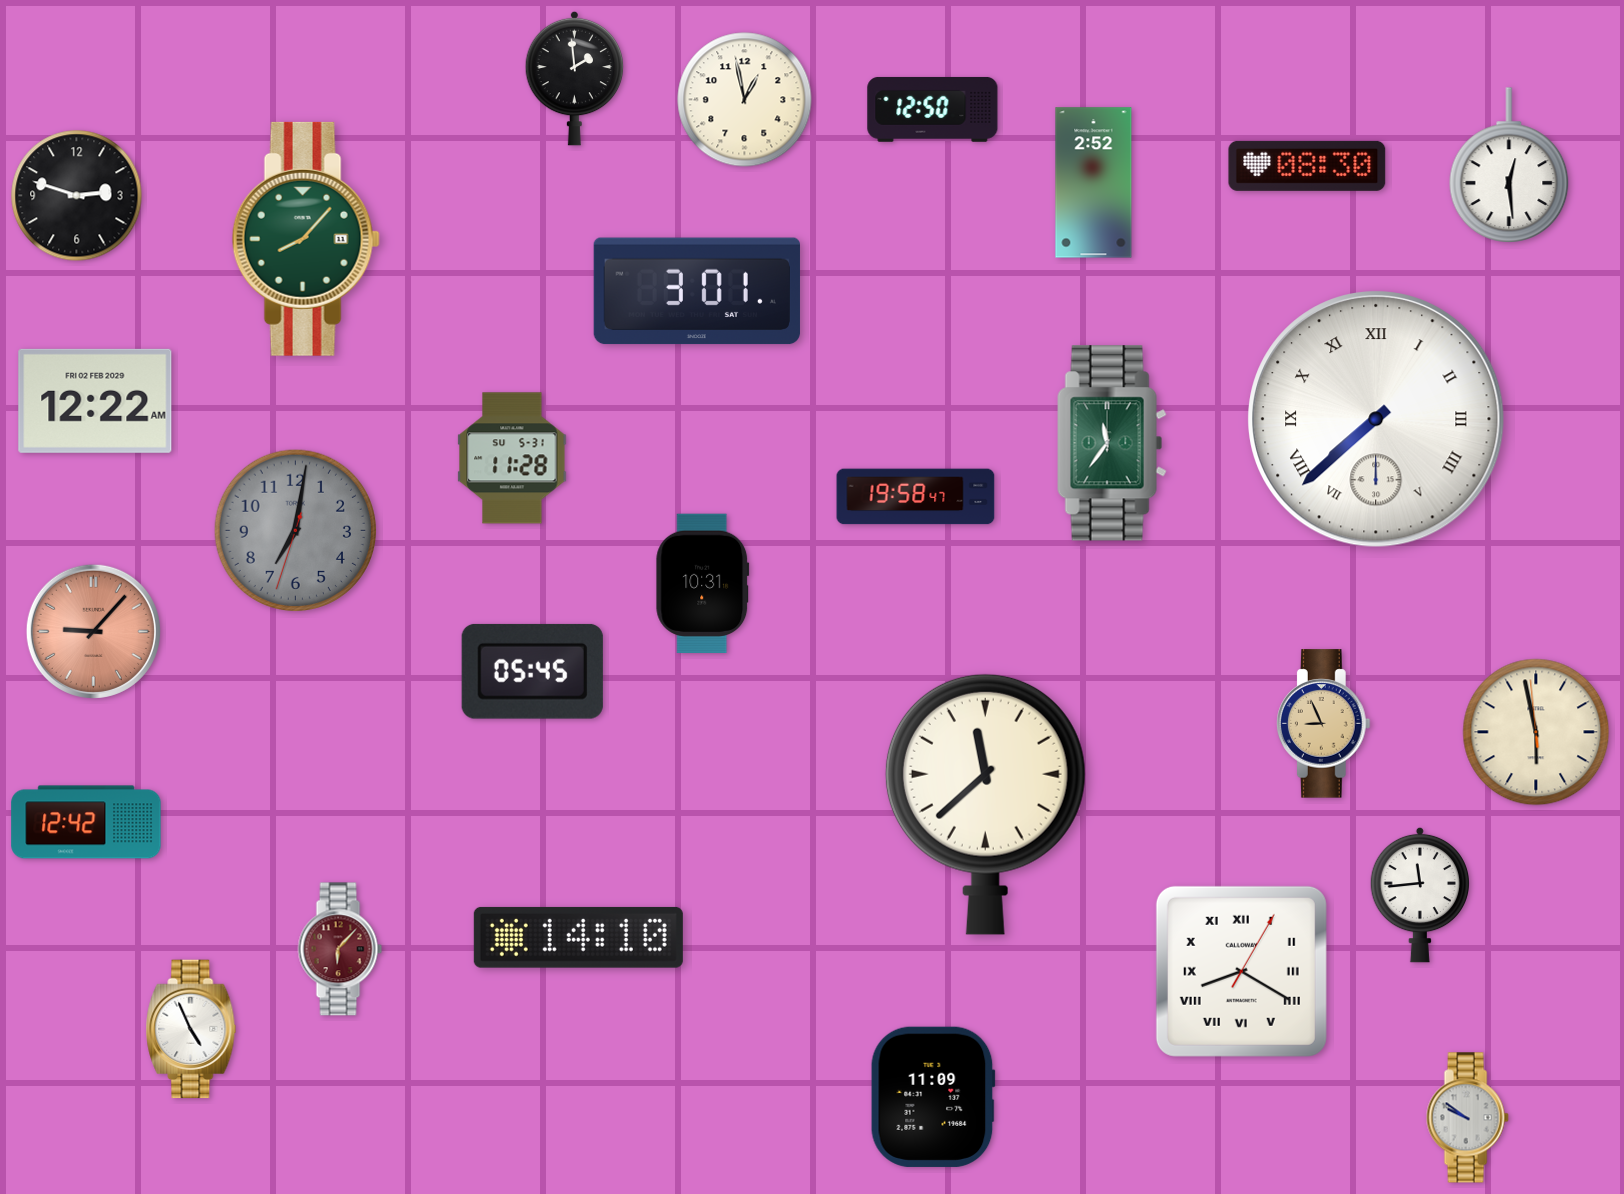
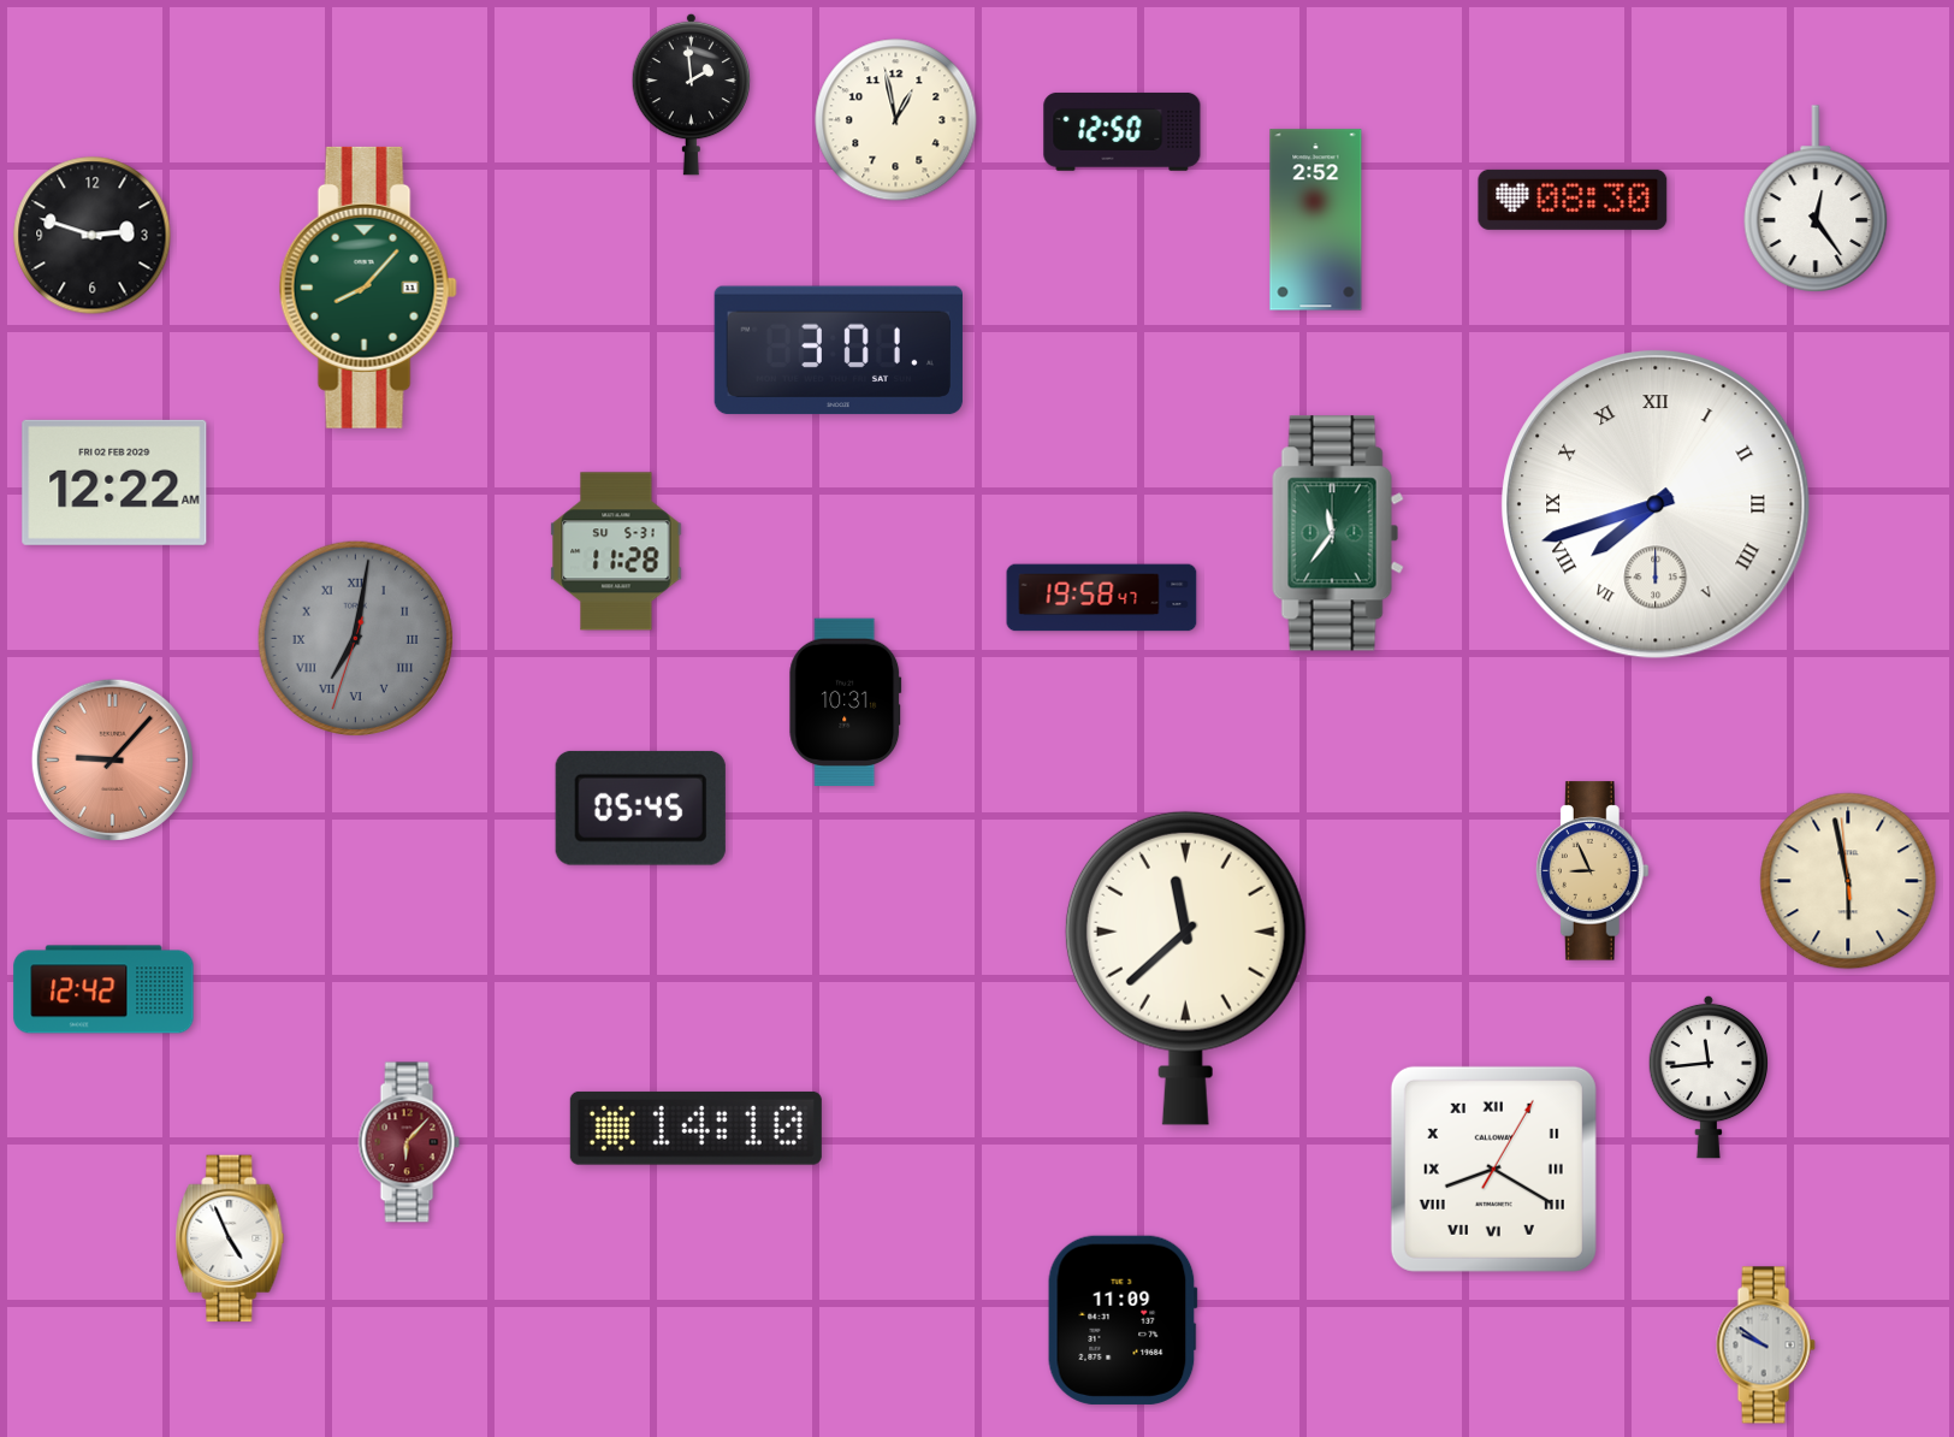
clock at (1509, 165): 12:29 -> 12:24
clock at (1376, 419): 7:38 -> 7:42
clock at (296, 531) numerals: Arabic -> Roman
